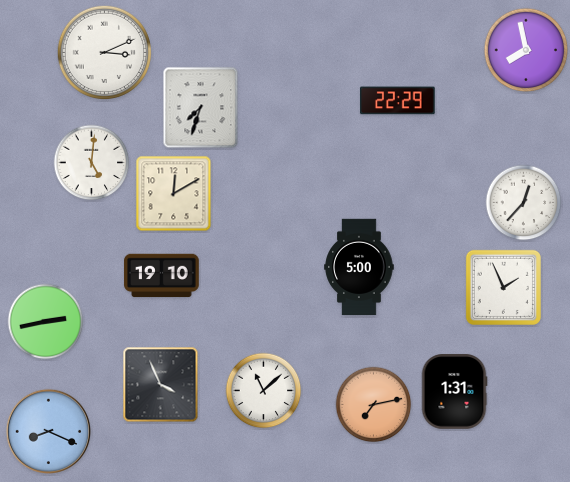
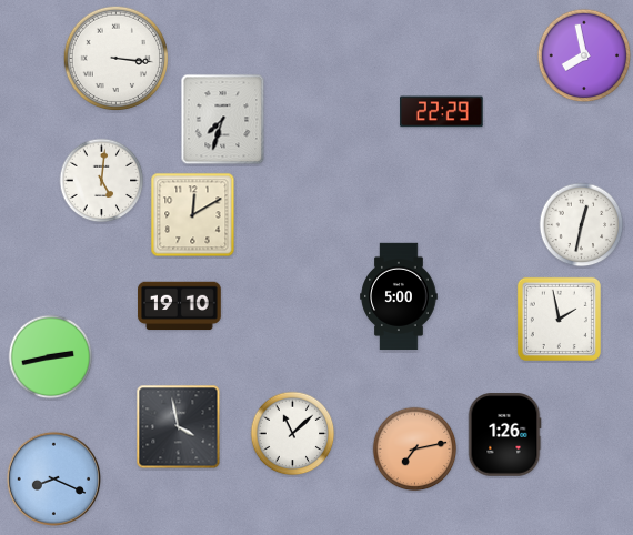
clock at (104, 52): 3:11 -> 3:16
clock at (524, 203): 12:37 -> 12:32
clock at (503, 287): 1:56 -> 1:58
clock at (161, 385): 3:56 -> 3:58
clock at (454, 392): 1:31 -> 1:26
